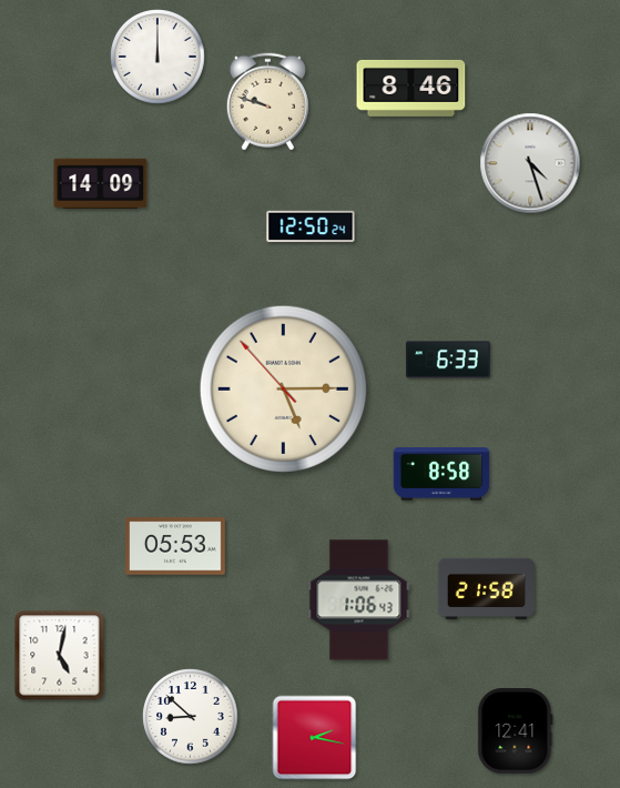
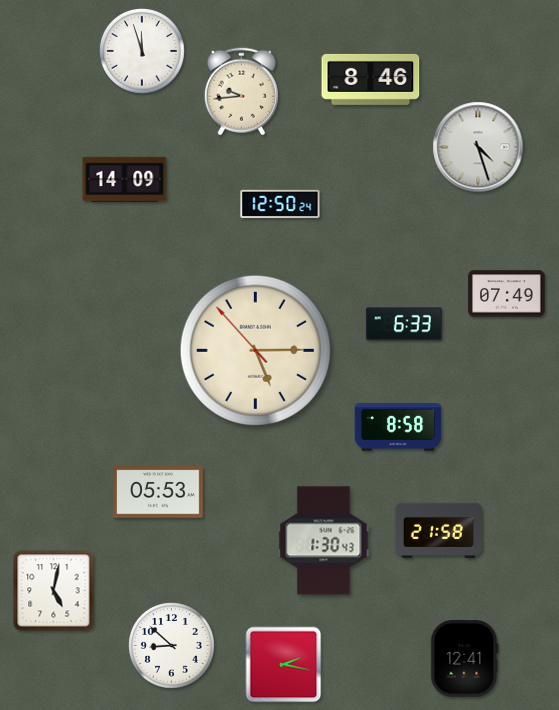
clock at (159, 58): 12:00 -> 11:57
clock at (267, 102): 9:48 -> 9:44
clock at (101, 183) position: (101, 183) -> (125, 179)
clock at (507, 294): none -> 07:49
clock at (359, 600): 1:06 -> 1:30
